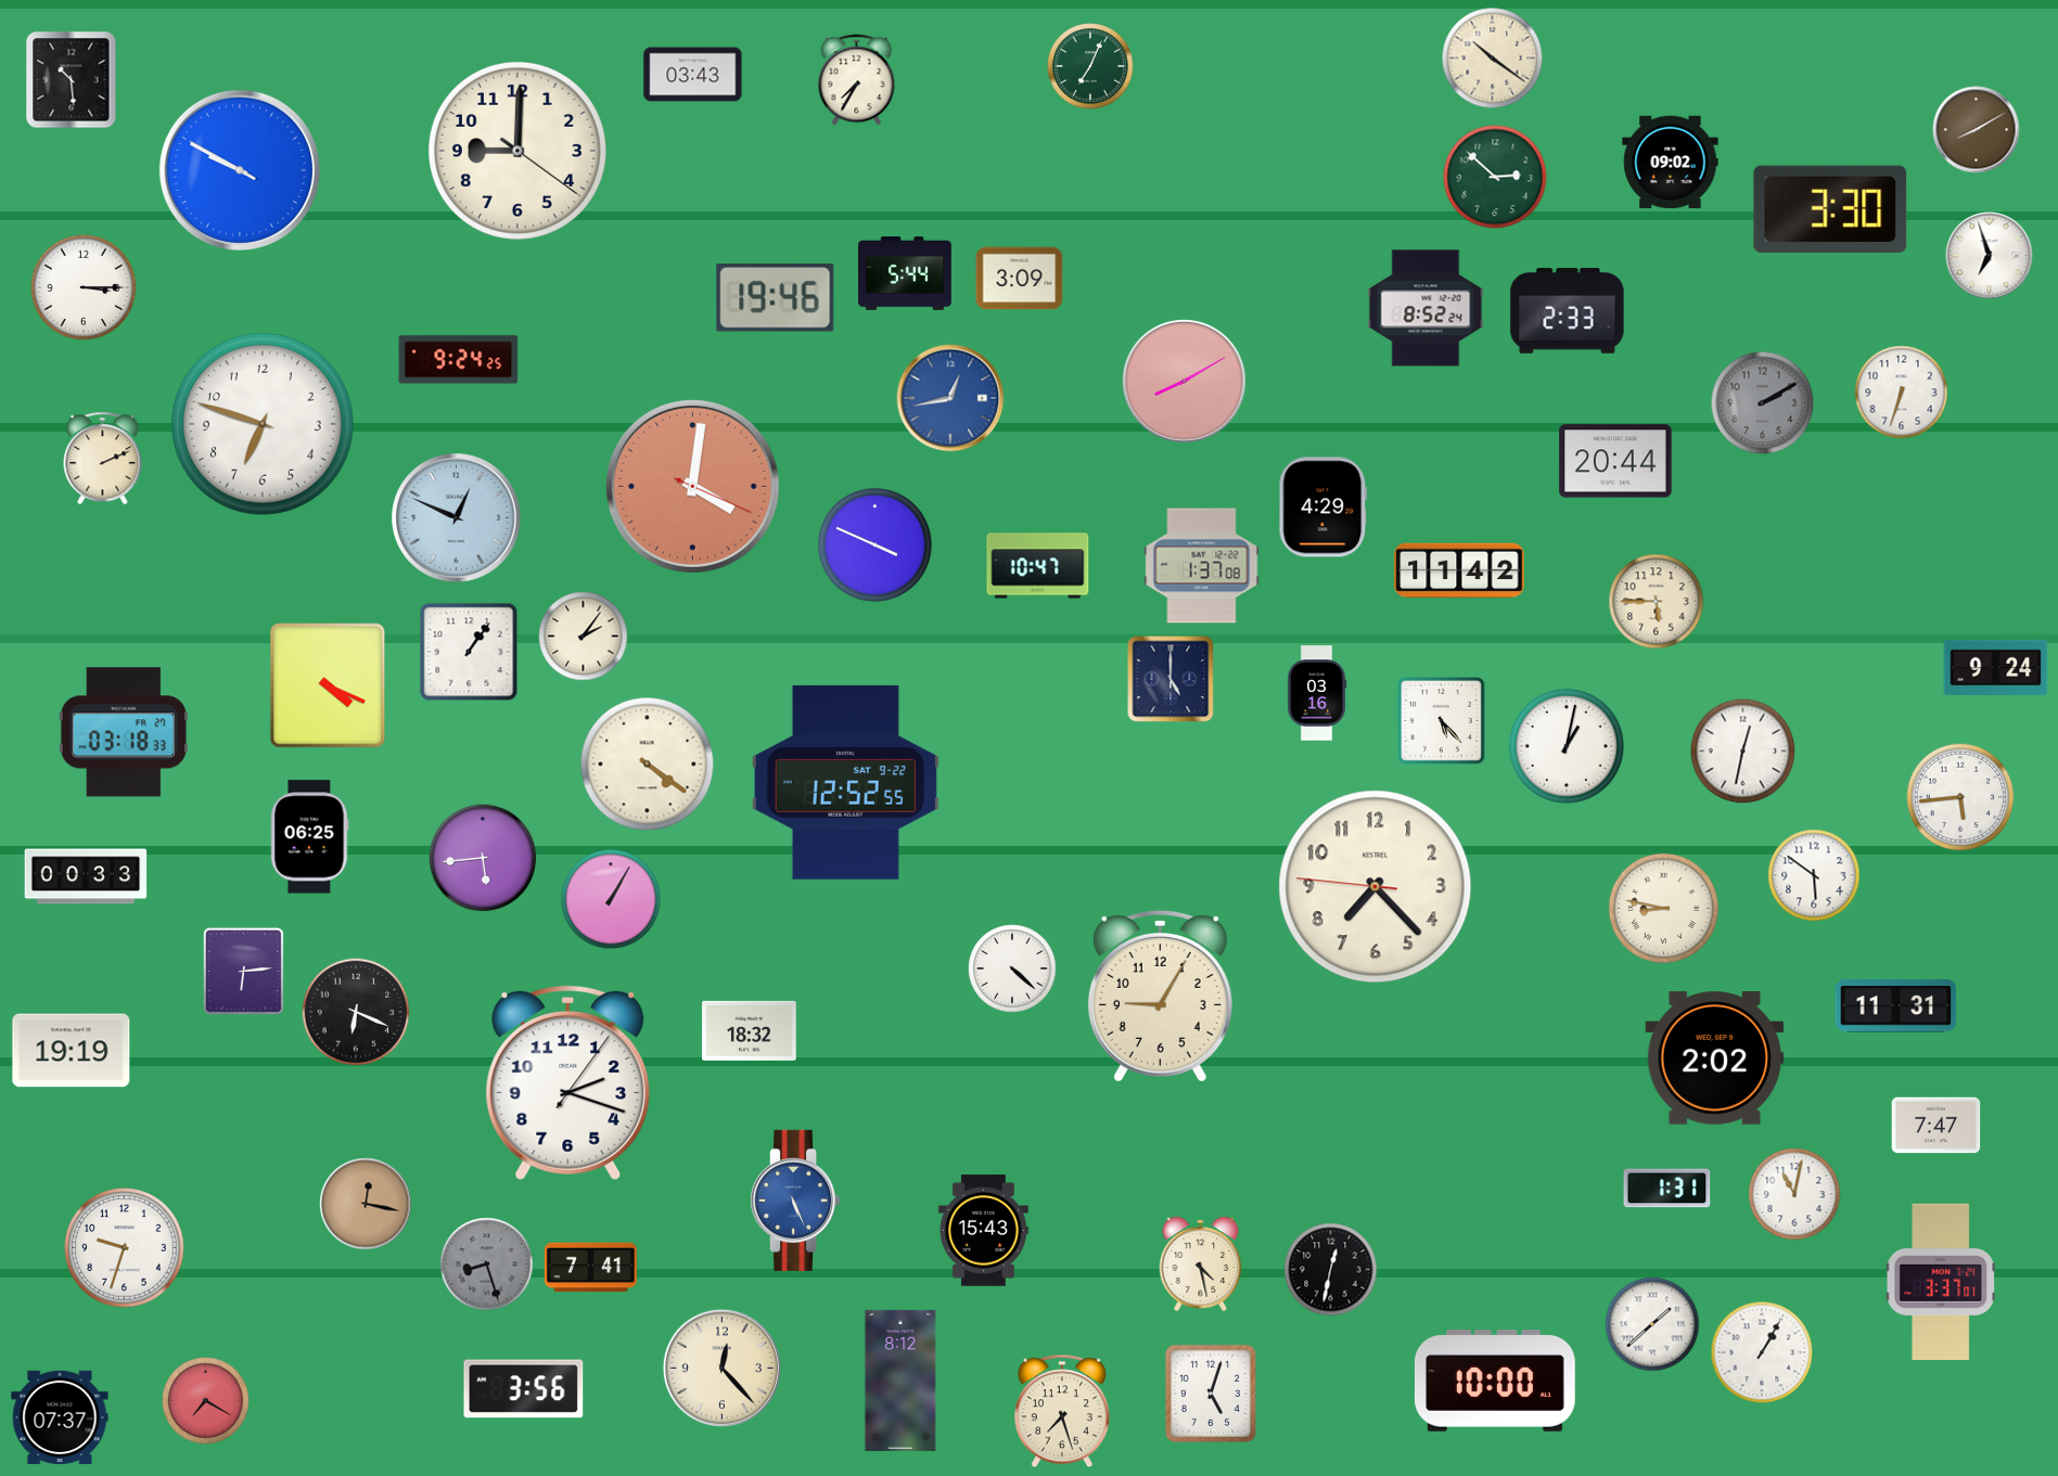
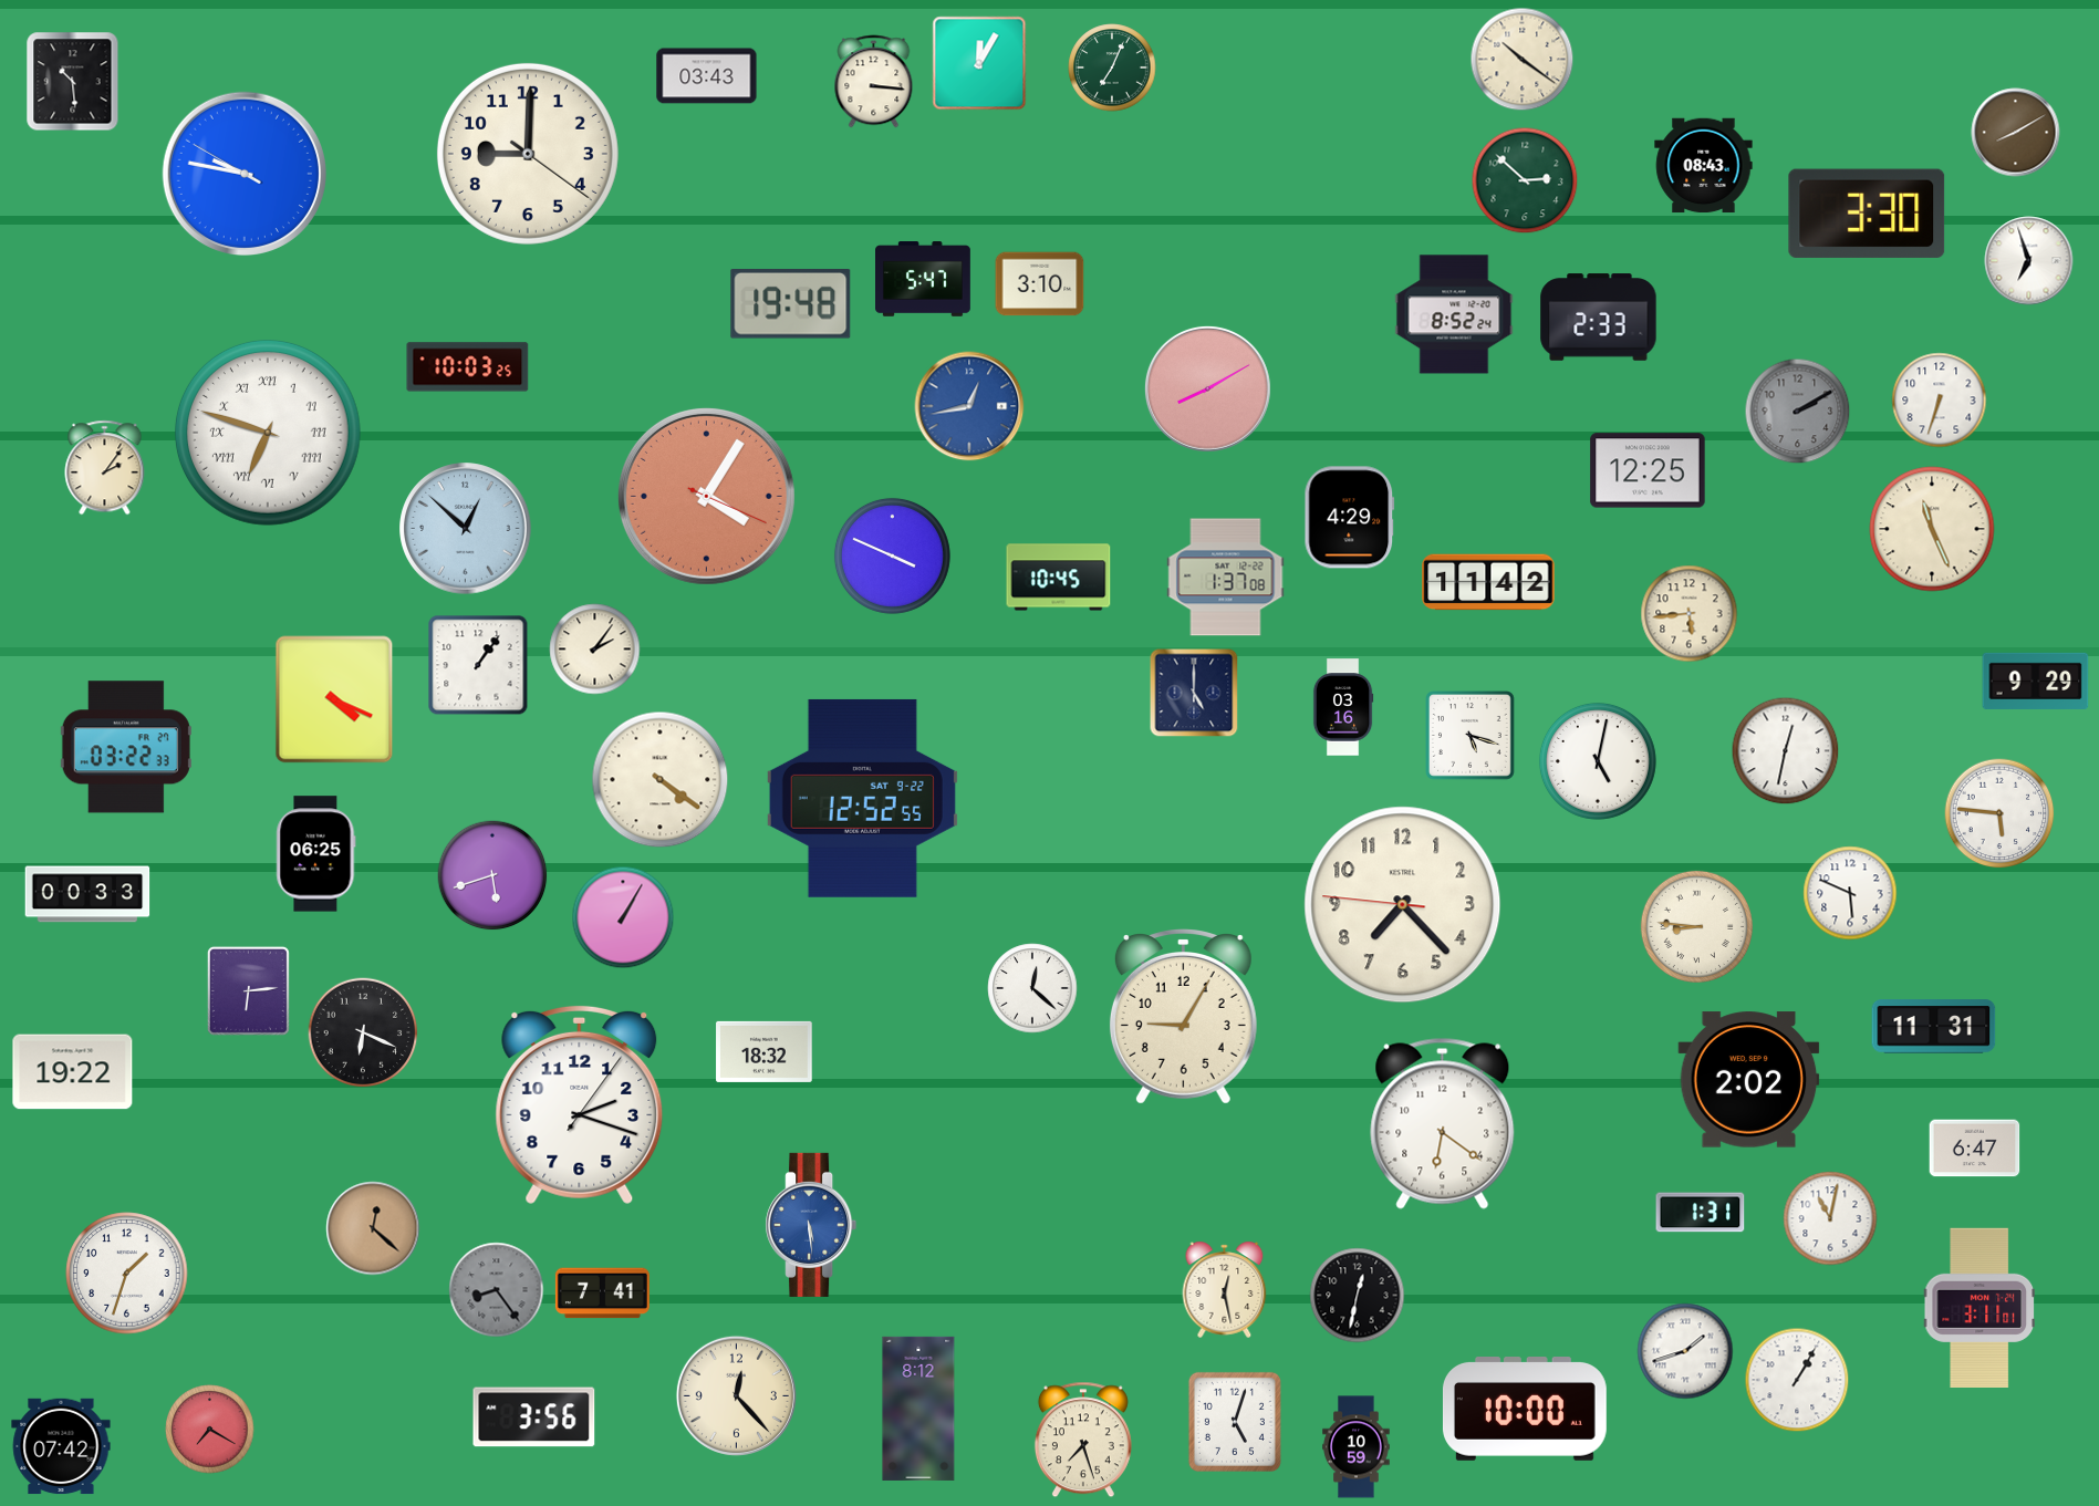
clock at (979, 63): none -> 12:05
clock at (857, 80): 7:35 -> 3:16
clock at (1671, 163): 09:02 -> 08:43
clock at (239, 169): 9:49 -> 9:46
clock at (906, 273): 5:44 -> 5:47
clock at (1020, 279): 3:09 -> 3:10
clock at (84, 287): 3:15 -> none
clock at (776, 298): 19:46 -> 19:48
clock at (459, 360): 9:24 -> 10:03
clock at (263, 424) numerals: Arabic -> Roman
clock at (103, 459): 2:11 -> 2:06
clock at (1615, 461): 20:44 -> 12:25
clock at (692, 486): 4:01 -> 4:05
clock at (457, 518): 12:49 -> 12:52
clock at (1932, 529): none -> 11:26
clock at (1038, 566): 10:47 -> 10:45
clock at (1657, 602): 5:45 -> 5:44
clock at (1996, 667): 9:24 -> 9:29
clock at (1442, 721): 5:23 -> 5:18
clock at (124, 732): 03:18 -> 03:22
clock at (1567, 746): 1:02 -> 5:02
clock at (1743, 752) position: (1743, 752) -> (1786, 751)
clock at (1960, 797): 5:44 -> 5:46
clock at (483, 858): 5:44 -> 5:42
clock at (1814, 875): 5:51 -> 5:49
clock at (1663, 908): 8:47 -> 8:46
clock at (1012, 968): 4:22 -> 12:22
clock at (72, 1051): 19:19 -> 19:22
clock at (1443, 1123): none -> 6:21
clock at (1936, 1126): 7:47 -> 6:47
clock at (795, 1201): 5:26 -> 5:29
clock at (366, 1204): 12:17 -> 12:22
clock at (983, 1231): 15:43 -> none
clock at (125, 1248): 9:33 -> 1:33
clock at (1201, 1263): 4:28 -> 12:28
clock at (487, 1265): 8:27 -> 8:24
clock at (1940, 1281): 3:37 -> 3:11
clock at (1652, 1324): 1:38 -> 1:42
clock at (60, 1417): 07:37 -> 07:42
clock at (1357, 1447): none -> 10:59
